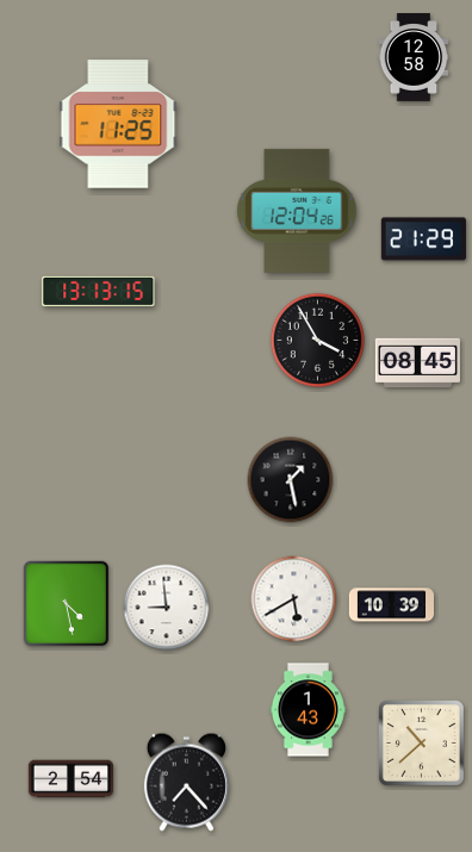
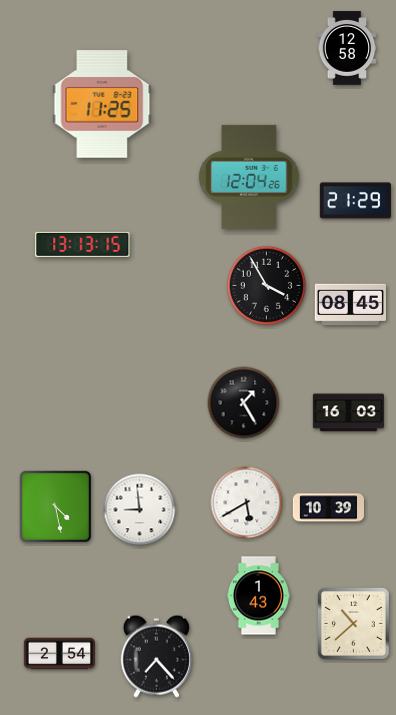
clock at (118, 124) position: (118, 124) -> (102, 104)
clock at (291, 480): 1:28 -> 1:25
clock at (348, 413): none -> 16:03
